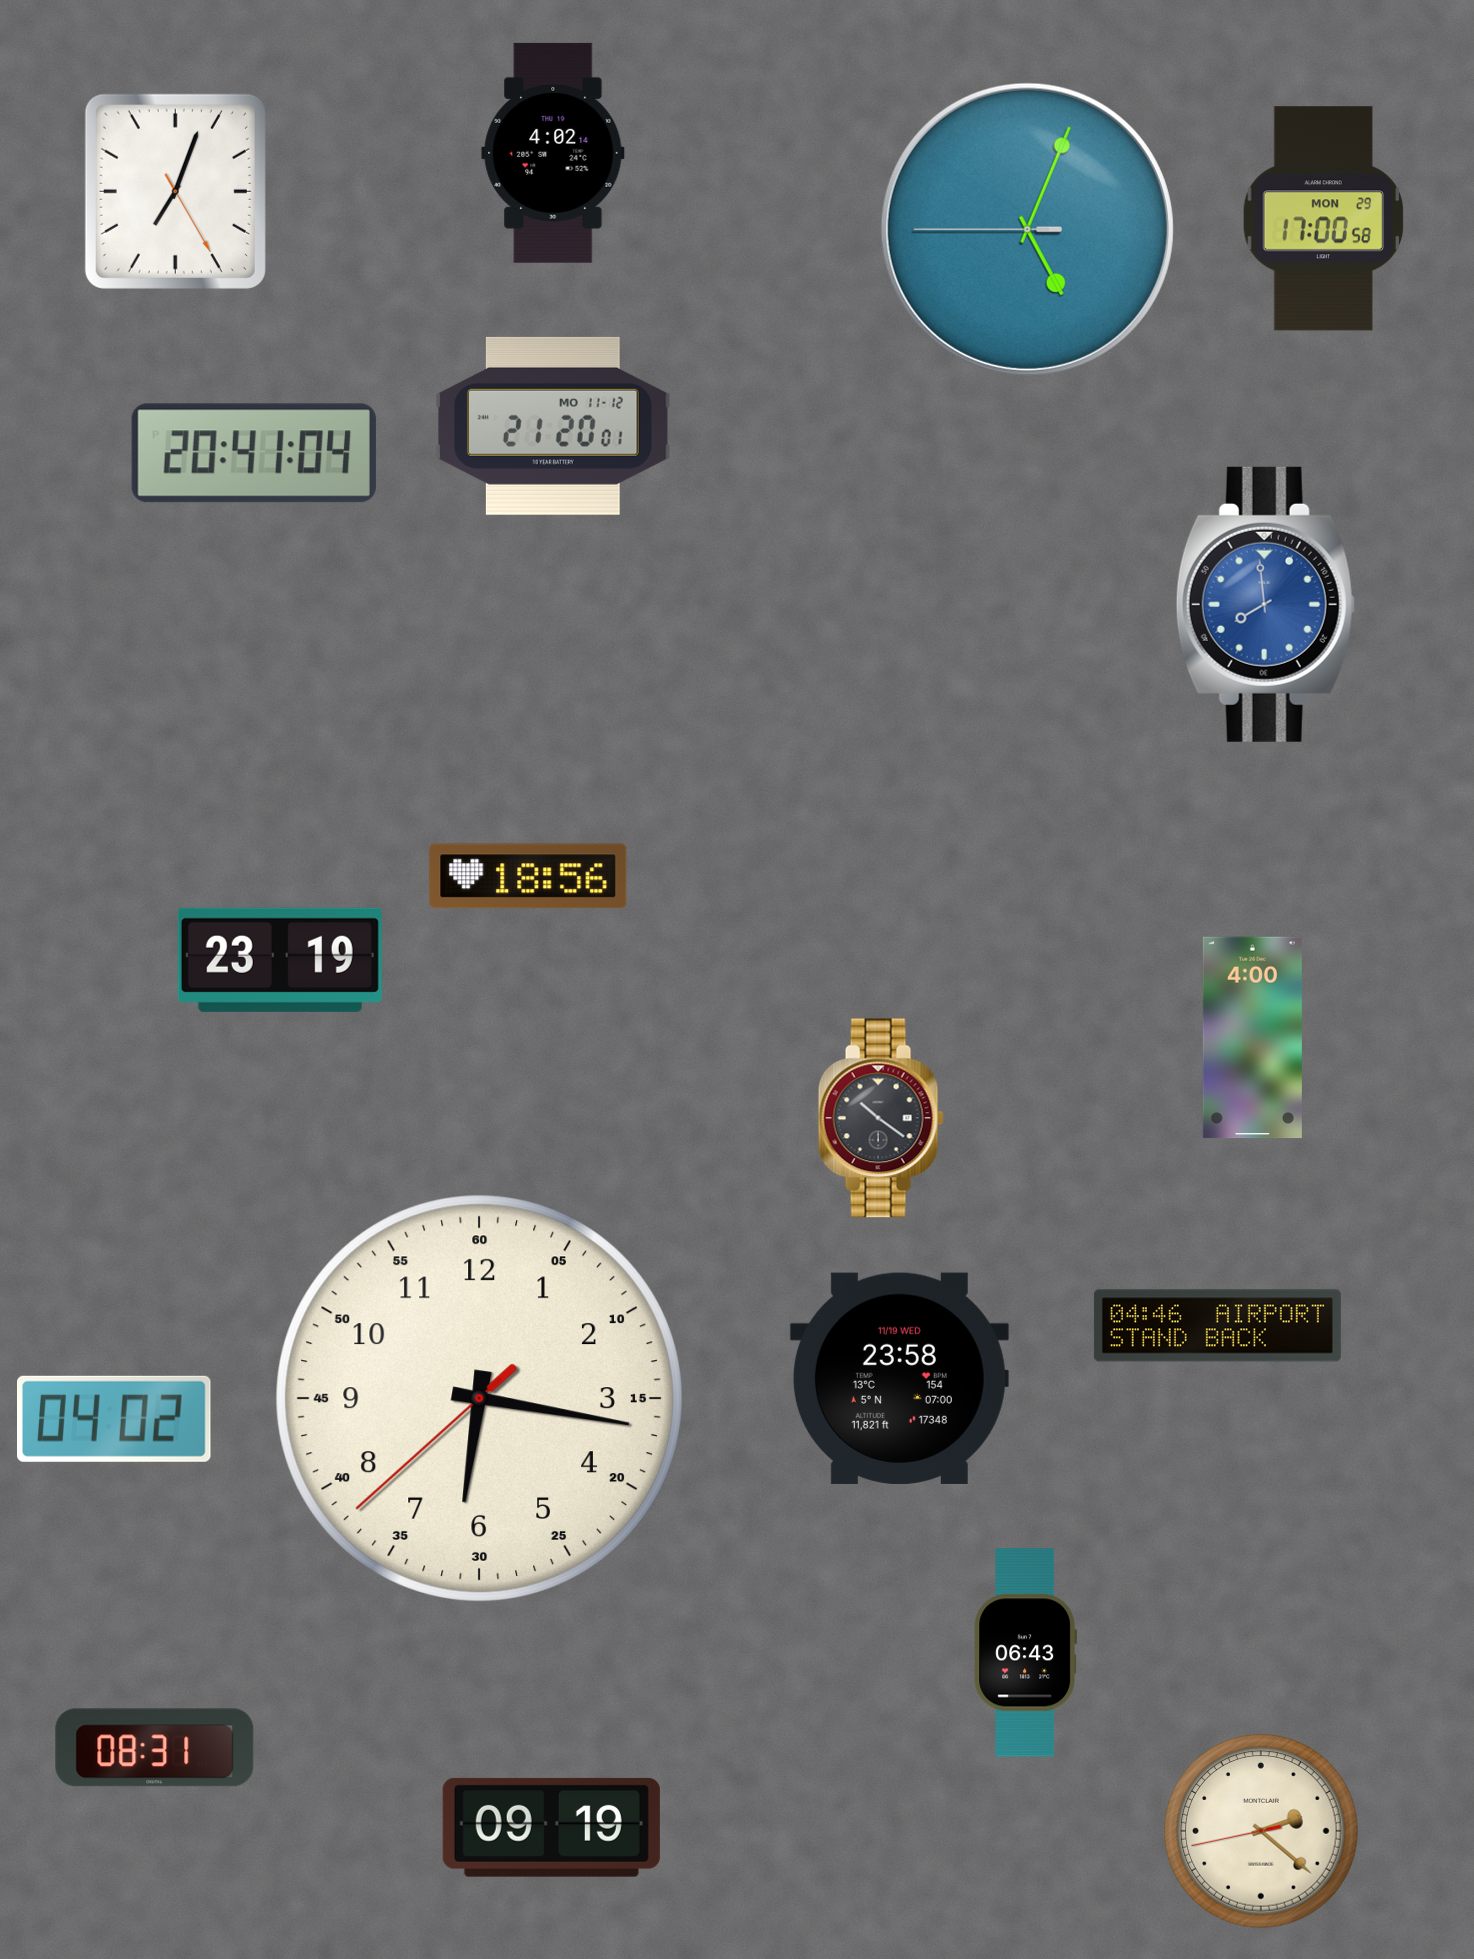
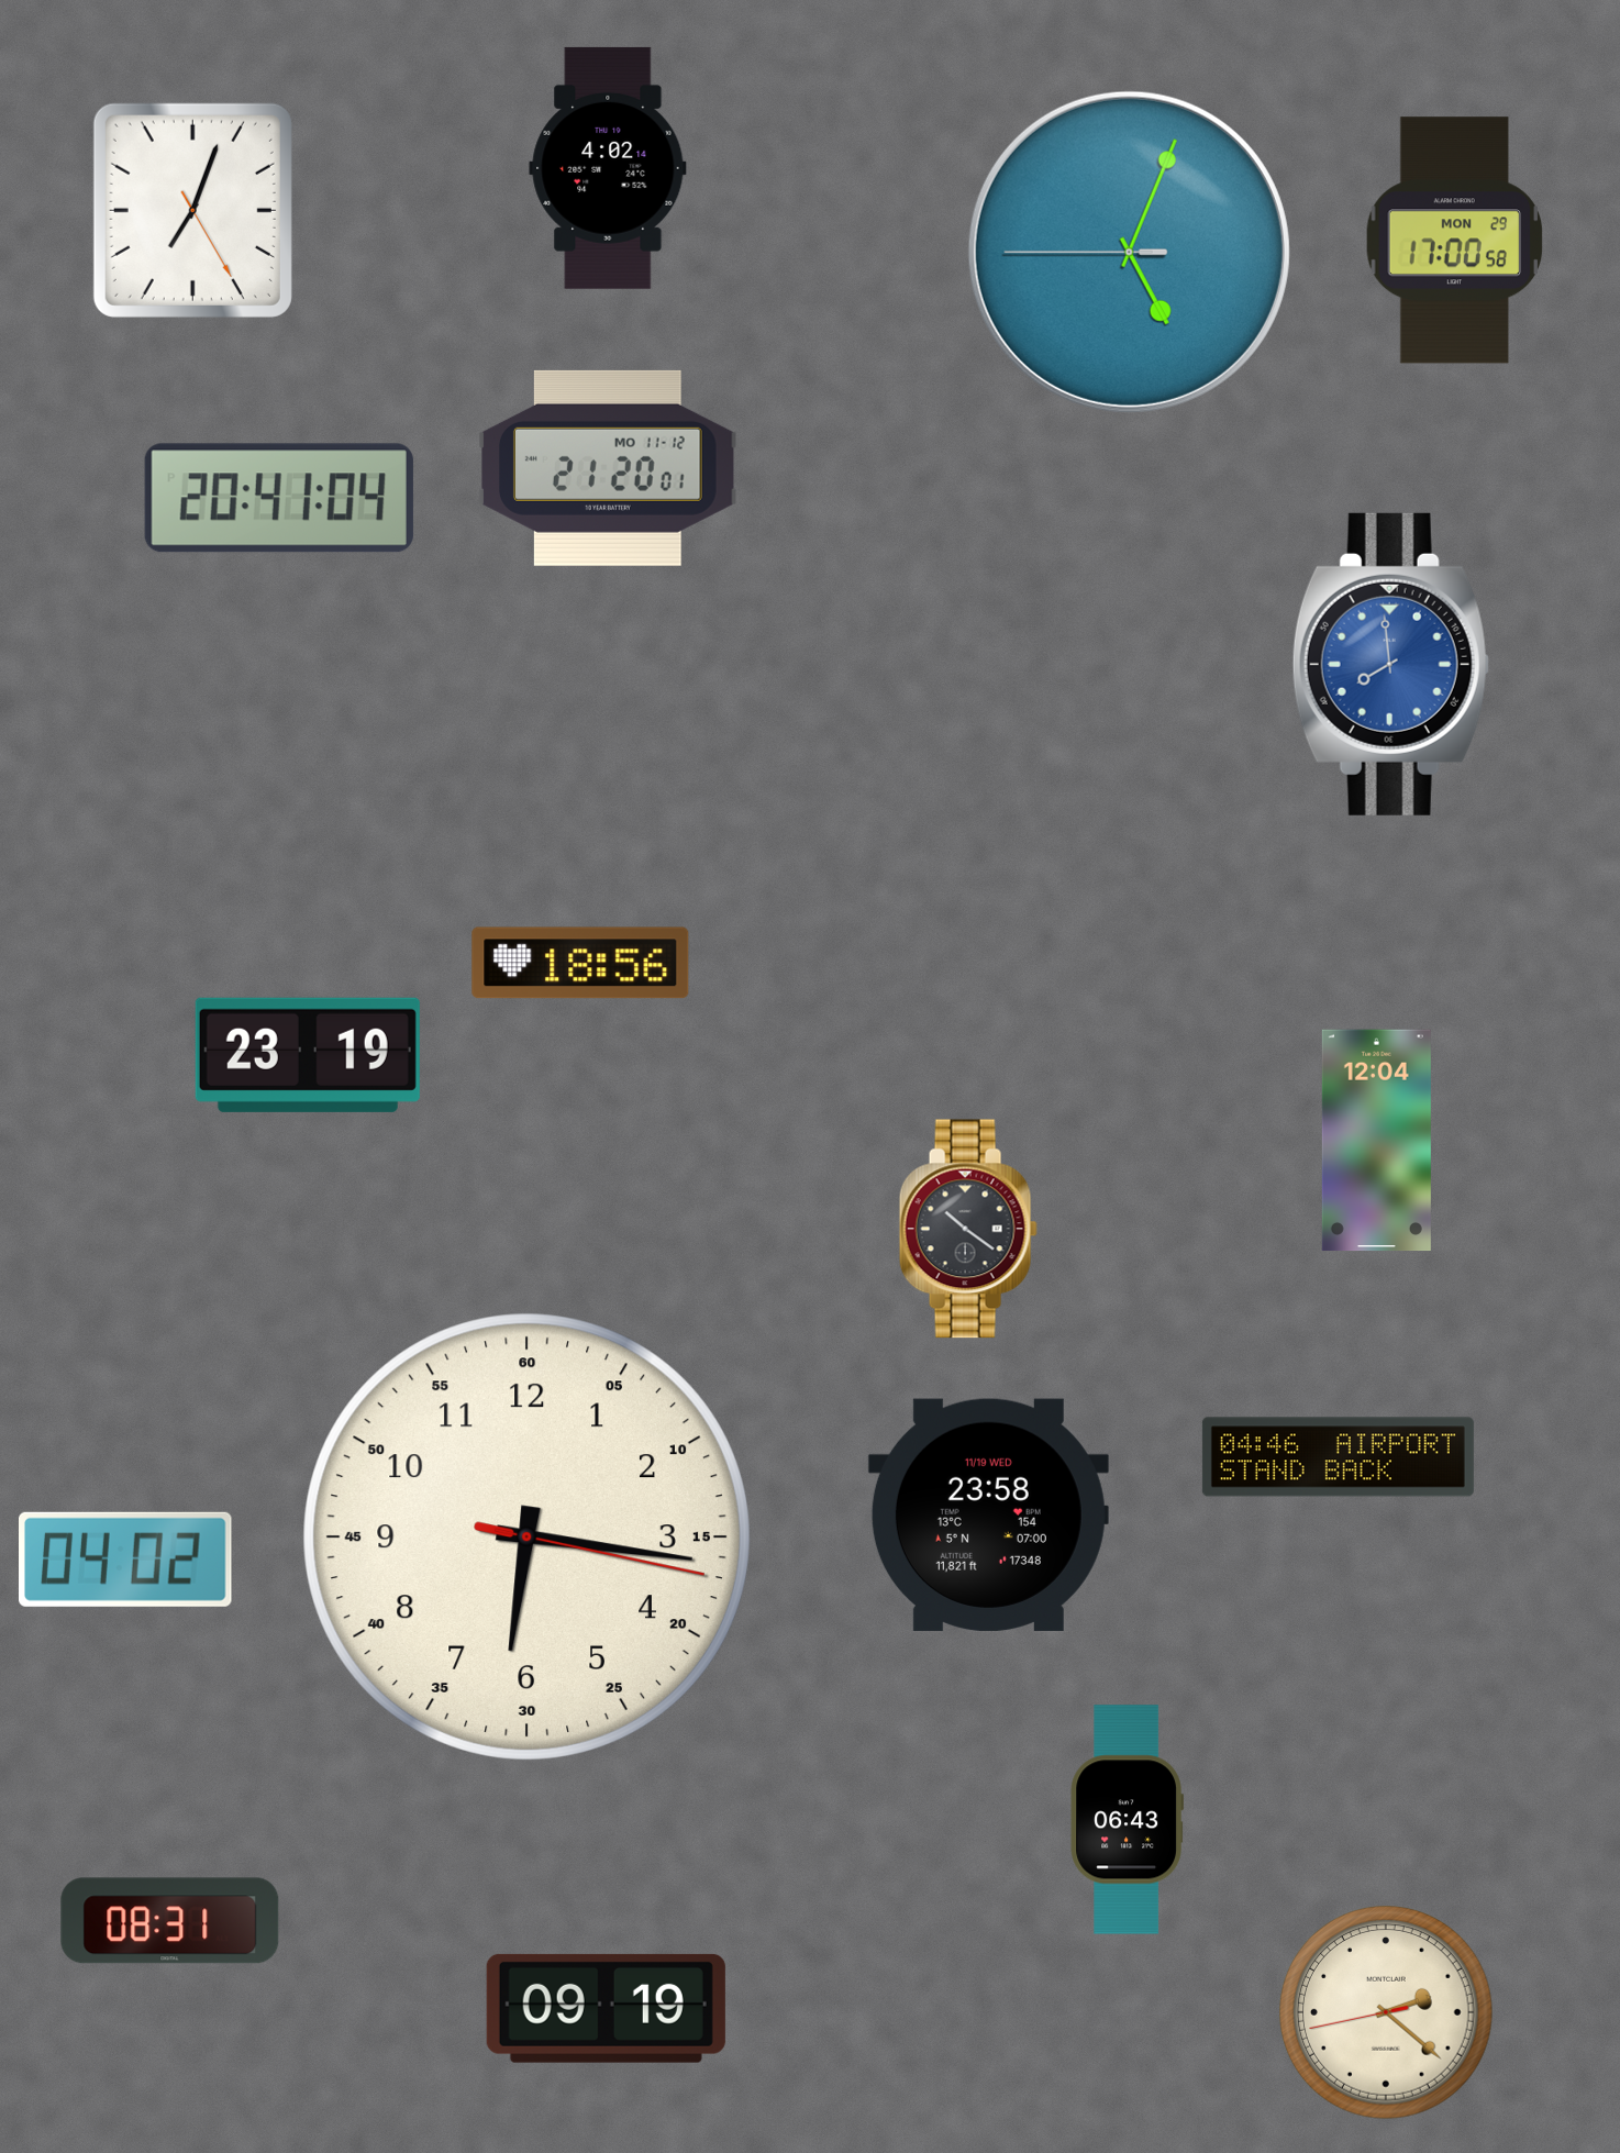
clock at (1252, 1038): 4:00 -> 12:04
clock at (479, 1398): 6:16:38 -> 6:16:17
clock at (1025, 1653) position: (1025, 1653) -> (1127, 1820)
